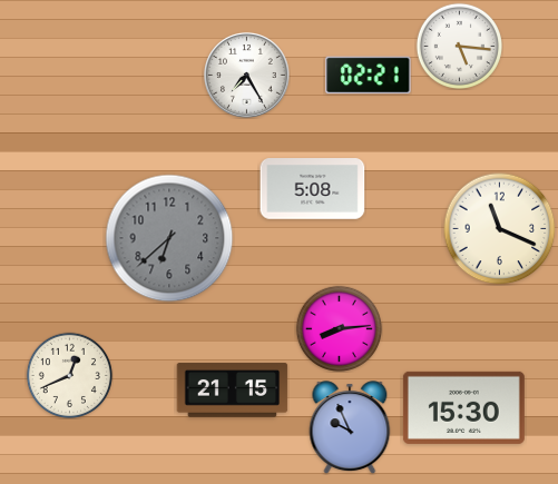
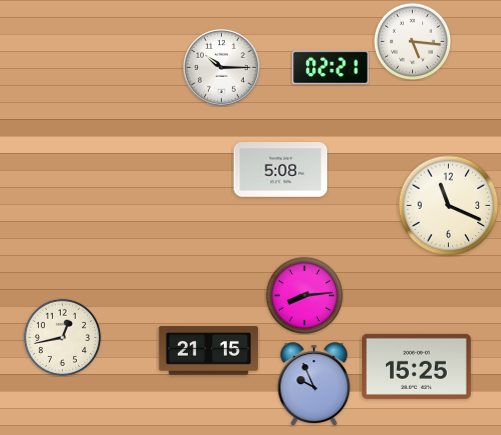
clock at (246, 75): 7:25 -> 10:15
clock at (169, 238): 6:38 -> none
clock at (69, 375): 12:41 -> 12:43
clock at (463, 407): 15:30 -> 15:25
